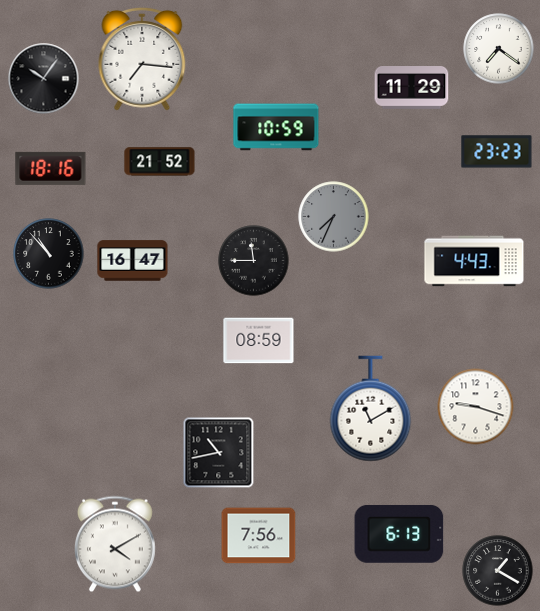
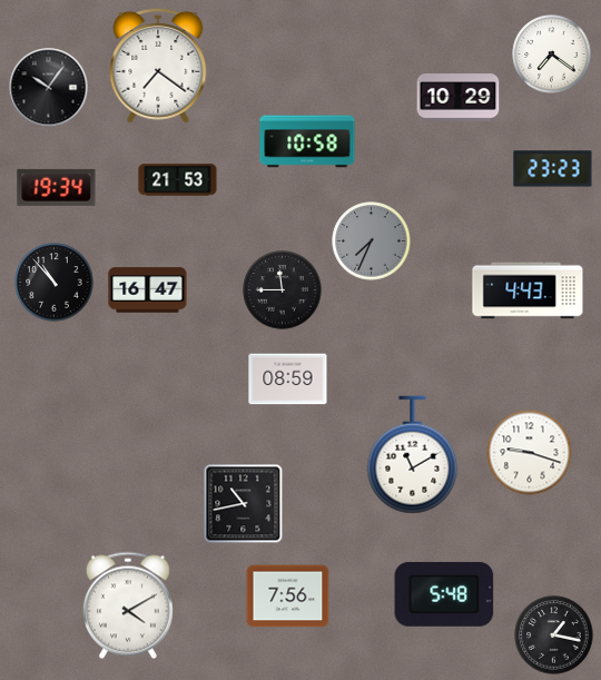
clock at (499, 49) position: (499, 49) -> (552, 55)
clock at (142, 59): 7:16 -> 7:21
clock at (412, 88): 11:29 -> 10:29
clock at (276, 127): 10:59 -> 10:58
clock at (160, 162): 21:52 -> 21:53
clock at (51, 168): 18:16 -> 19:34
clock at (399, 534): 6:13 -> 5:48
clock at (498, 571): 1:20 -> 1:17
